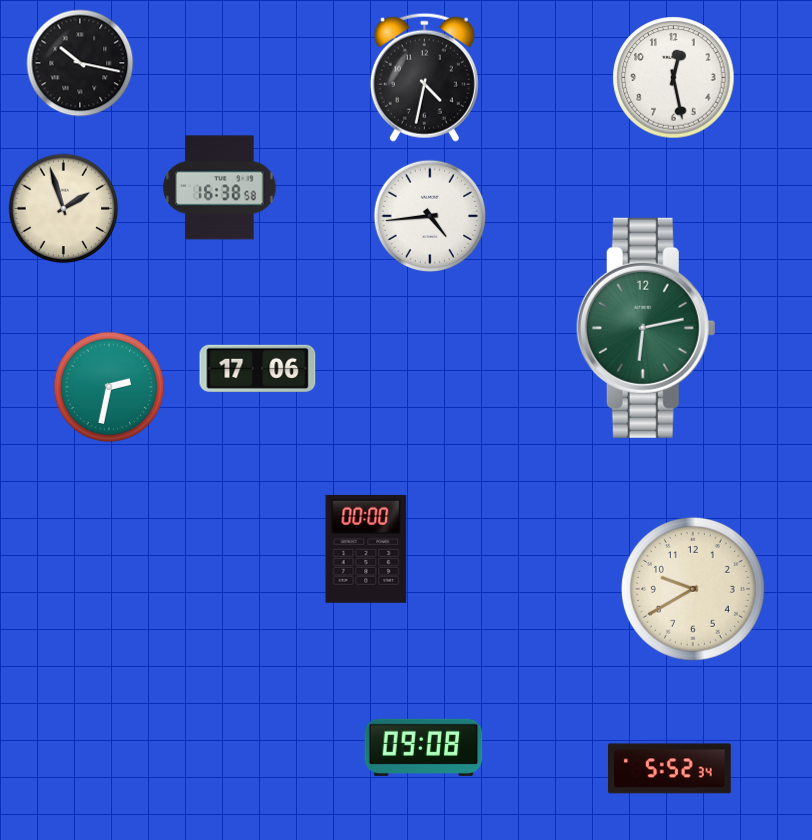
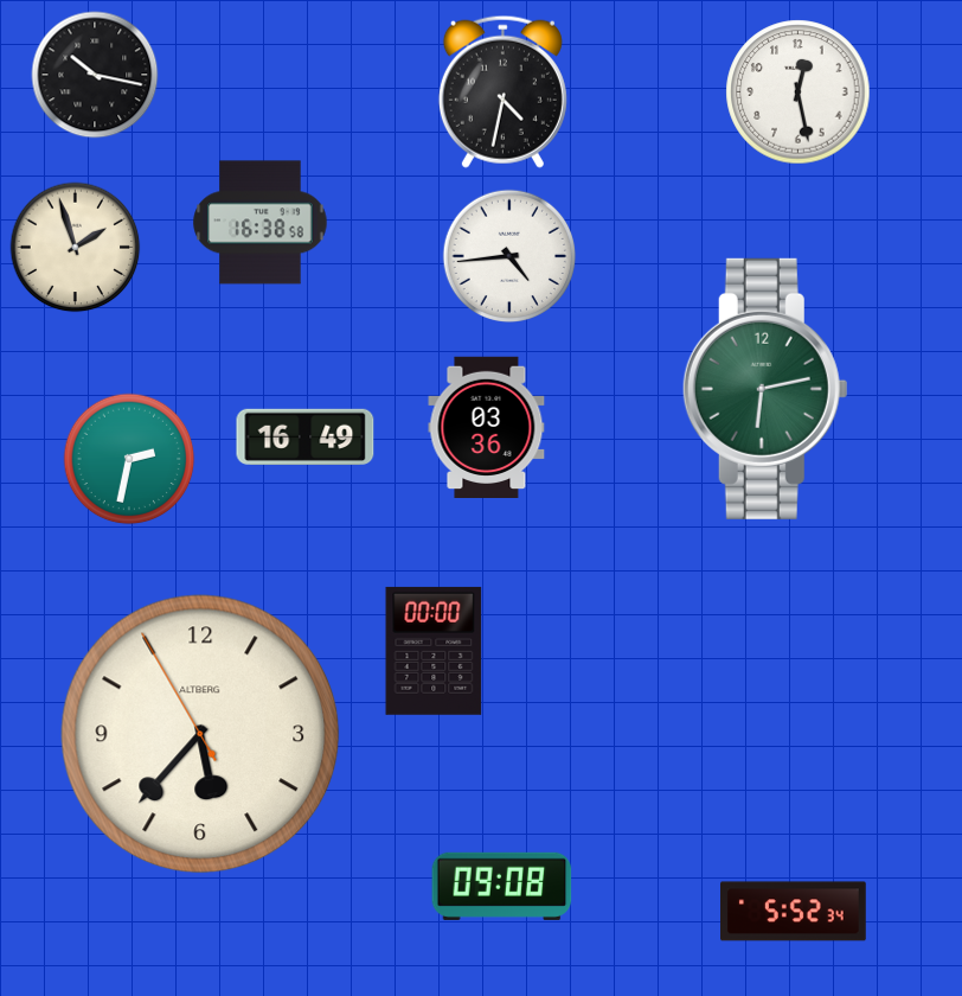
clock at (487, 427): none -> 03:36
clock at (258, 368): 17:06 -> 16:49
clock at (693, 589): 9:40 -> none
clock at (200, 734): none -> 5:36
